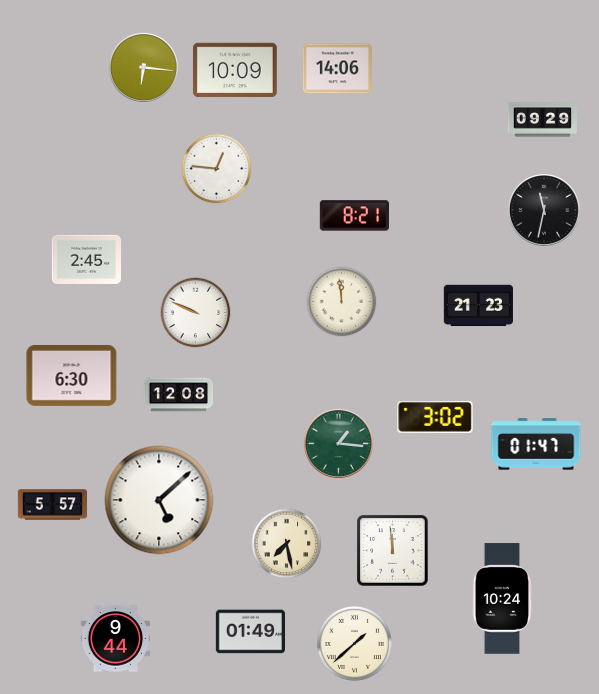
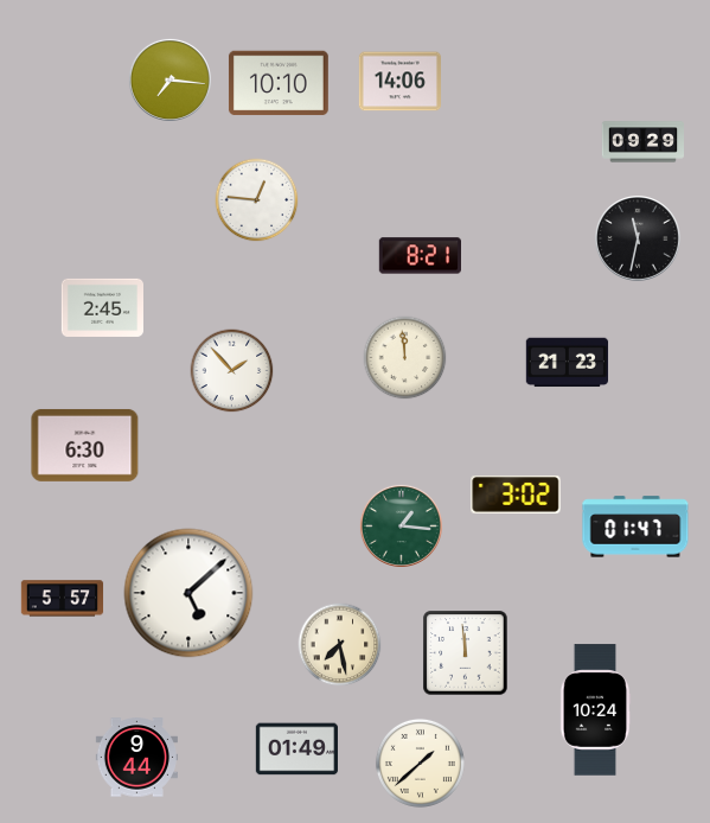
clock at (143, 67): 6:16 -> 7:16
clock at (235, 70): 10:09 -> 10:10
clock at (545, 211) position: (545, 211) -> (639, 240)
clock at (196, 313): 9:49 -> 1:53
clock at (179, 395): 12:08 -> none
